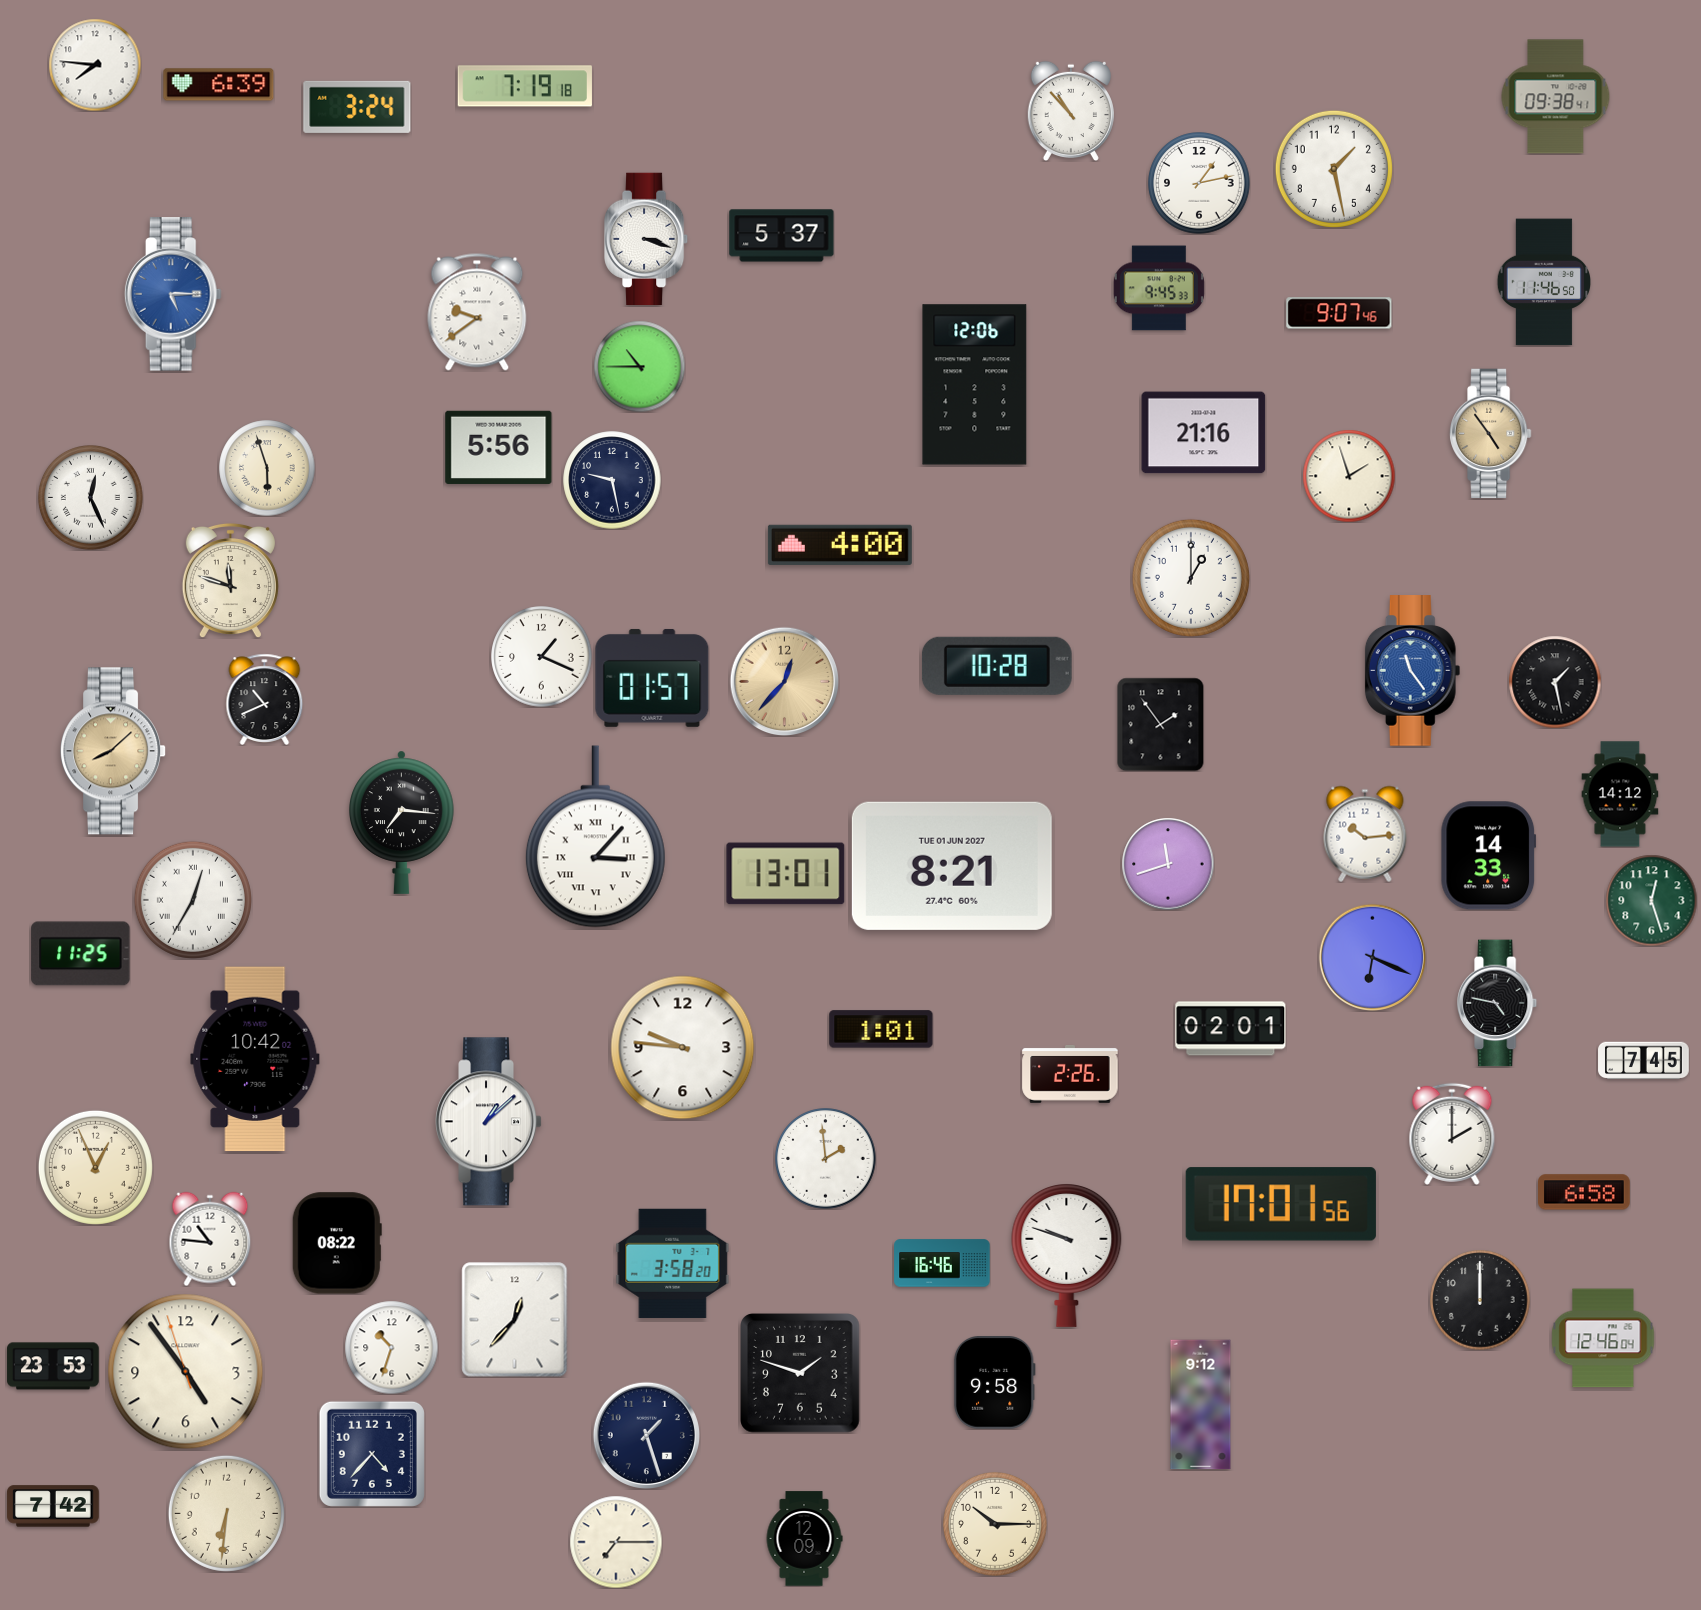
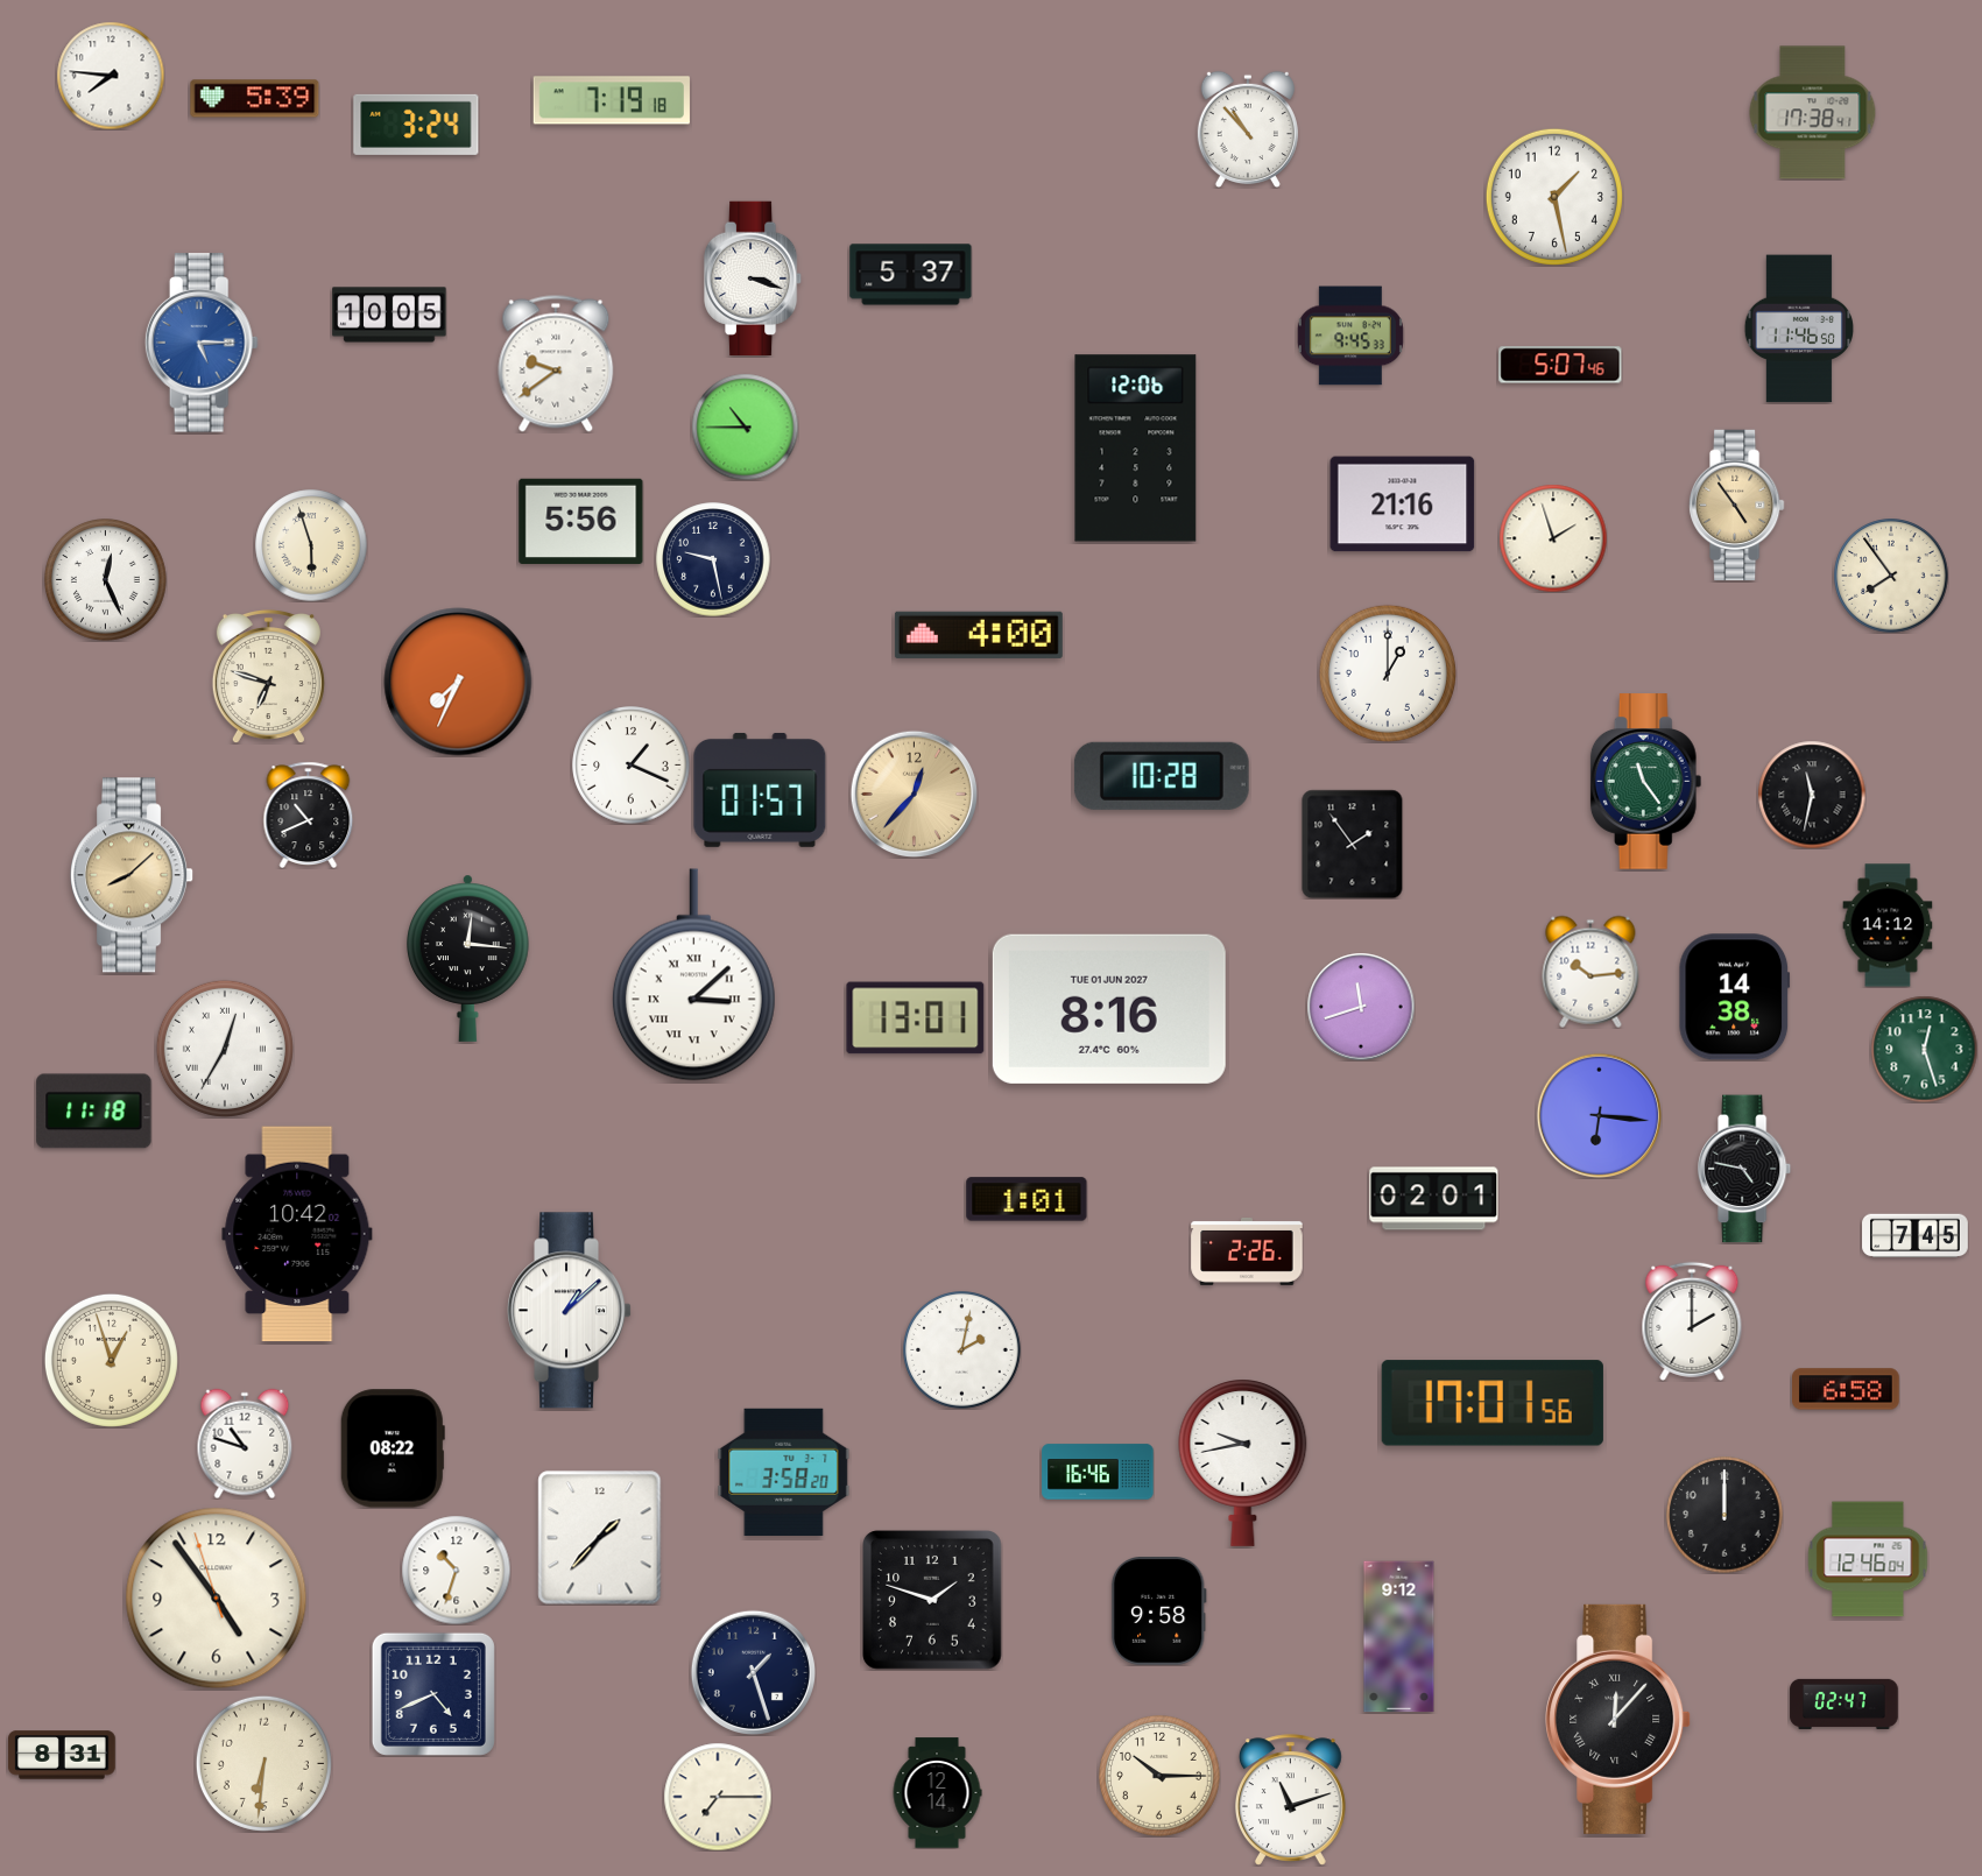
clock at (219, 85): 6:39 -> 5:39
clock at (1556, 97): 09:38 -> 17:38
clock at (1199, 183): 1:13 -> none
clock at (389, 315): none -> 10:05
clock at (1339, 313): 9:07 -> 5:07
clock at (1349, 476) position: (1349, 476) -> (1553, 538)
clock at (1891, 576): none -> 7:54
clock at (230, 580): 11:48 -> 6:48
clock at (458, 682): none -> 7:34
clock at (1413, 671) dial: blue -> green
clock at (1555, 682): 1:28 -> 11:32
clock at (402, 822): 7:16 -> 12:16
clock at (595, 837): 3:07 -> 3:08
clock at (1489, 856): 14:33 -> 14:38
clock at (952, 866): 8:21 -> 8:16
clock at (81, 954): 11:25 -> 11:18
clock at (1372, 957): 6:19 -> 6:16
clock at (683, 1048): 9:46 -> none
clock at (489, 1122) position: (489, 1122) -> (570, 1311)
clock at (826, 1159): 1:59 -> 2:02
clock at (95, 1167): 12:56 -> 12:57
clock at (210, 1239): 10:46 -> 10:48
clock at (1067, 1256): 9:48 -> 9:43
clock at (515, 1320): 12:37 -> 1:37
clock at (53, 1366): 23:53 -> none
clock at (372, 1454): 4:37 -> 4:41
clock at (1845, 1704): none -> 02:47
clock at (1618, 1719): none -> 12:07
clock at (53, 1506): 7:42 -> 8:31
clock at (804, 1539): 12:09 -> 12:14
clock at (1290, 1800): none -> 11:12
